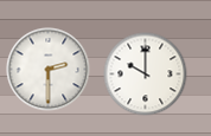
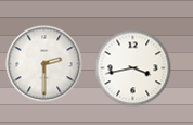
clock at (146, 75): 10:00 -> 3:43
